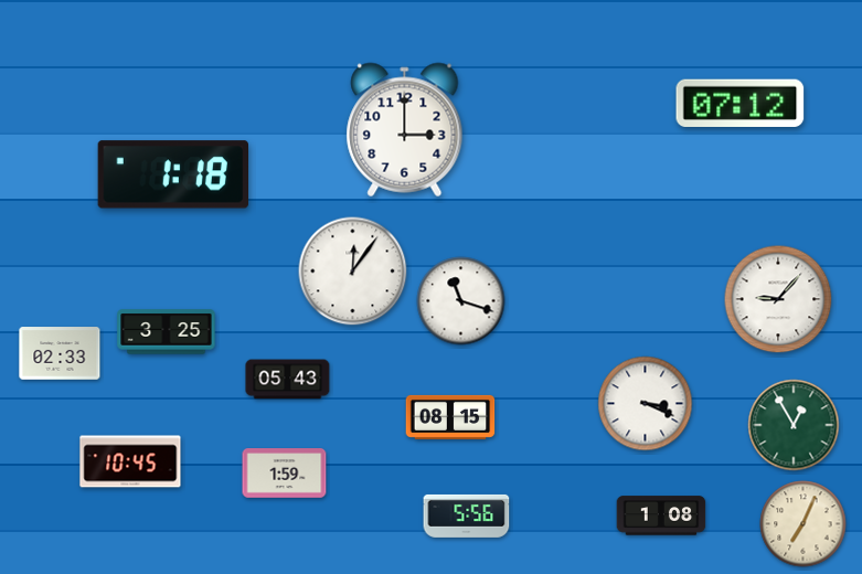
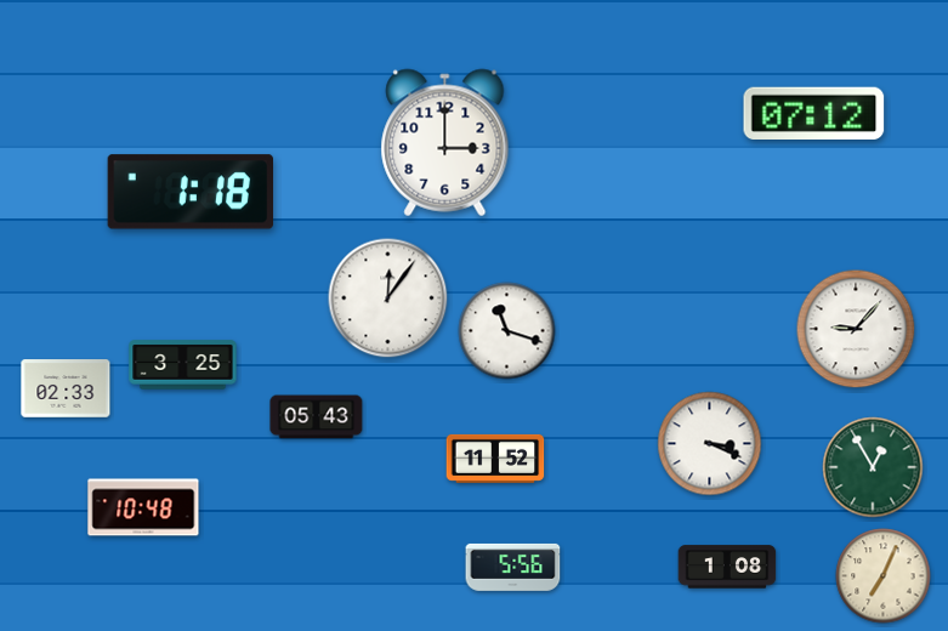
clock at (450, 417): 08:15 -> 11:52
clock at (130, 461): 10:45 -> 10:48
clock at (285, 474): 1:59 -> none
